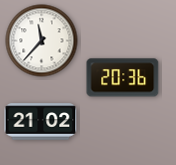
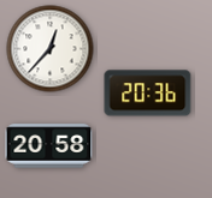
clock at (42, 41): 11:37 -> 12:37
clock at (41, 122): 21:02 -> 20:58
